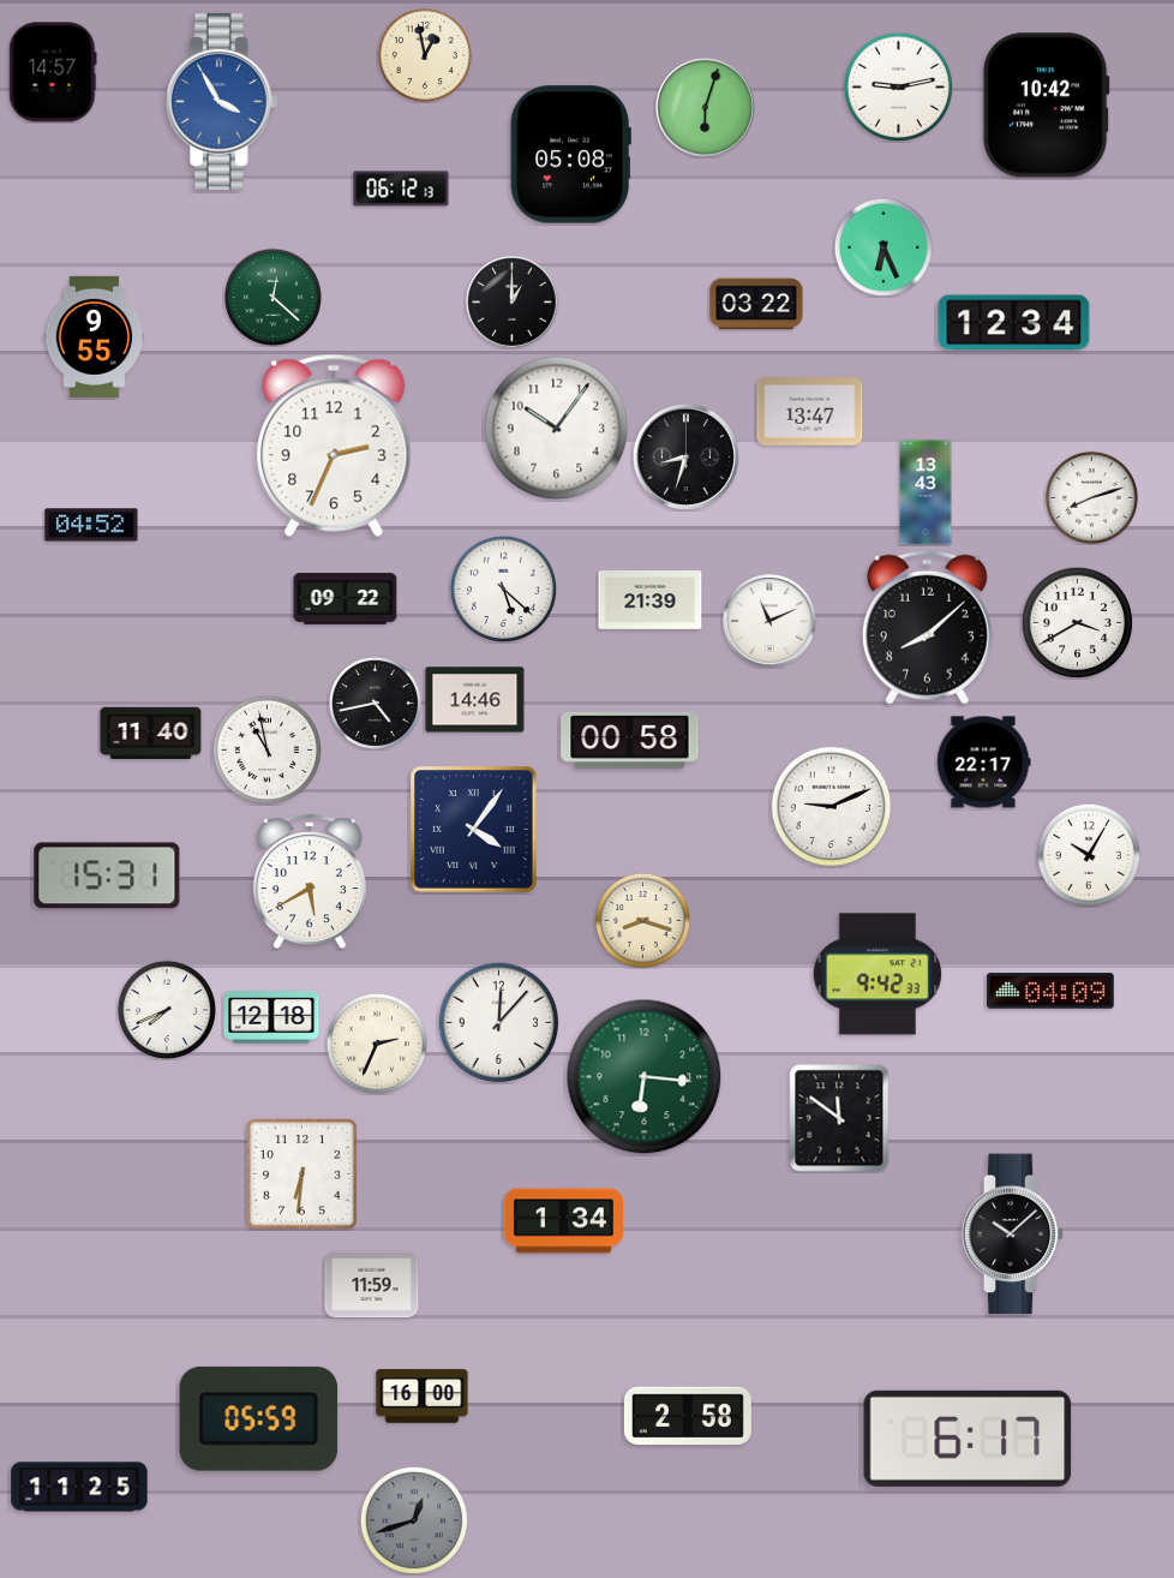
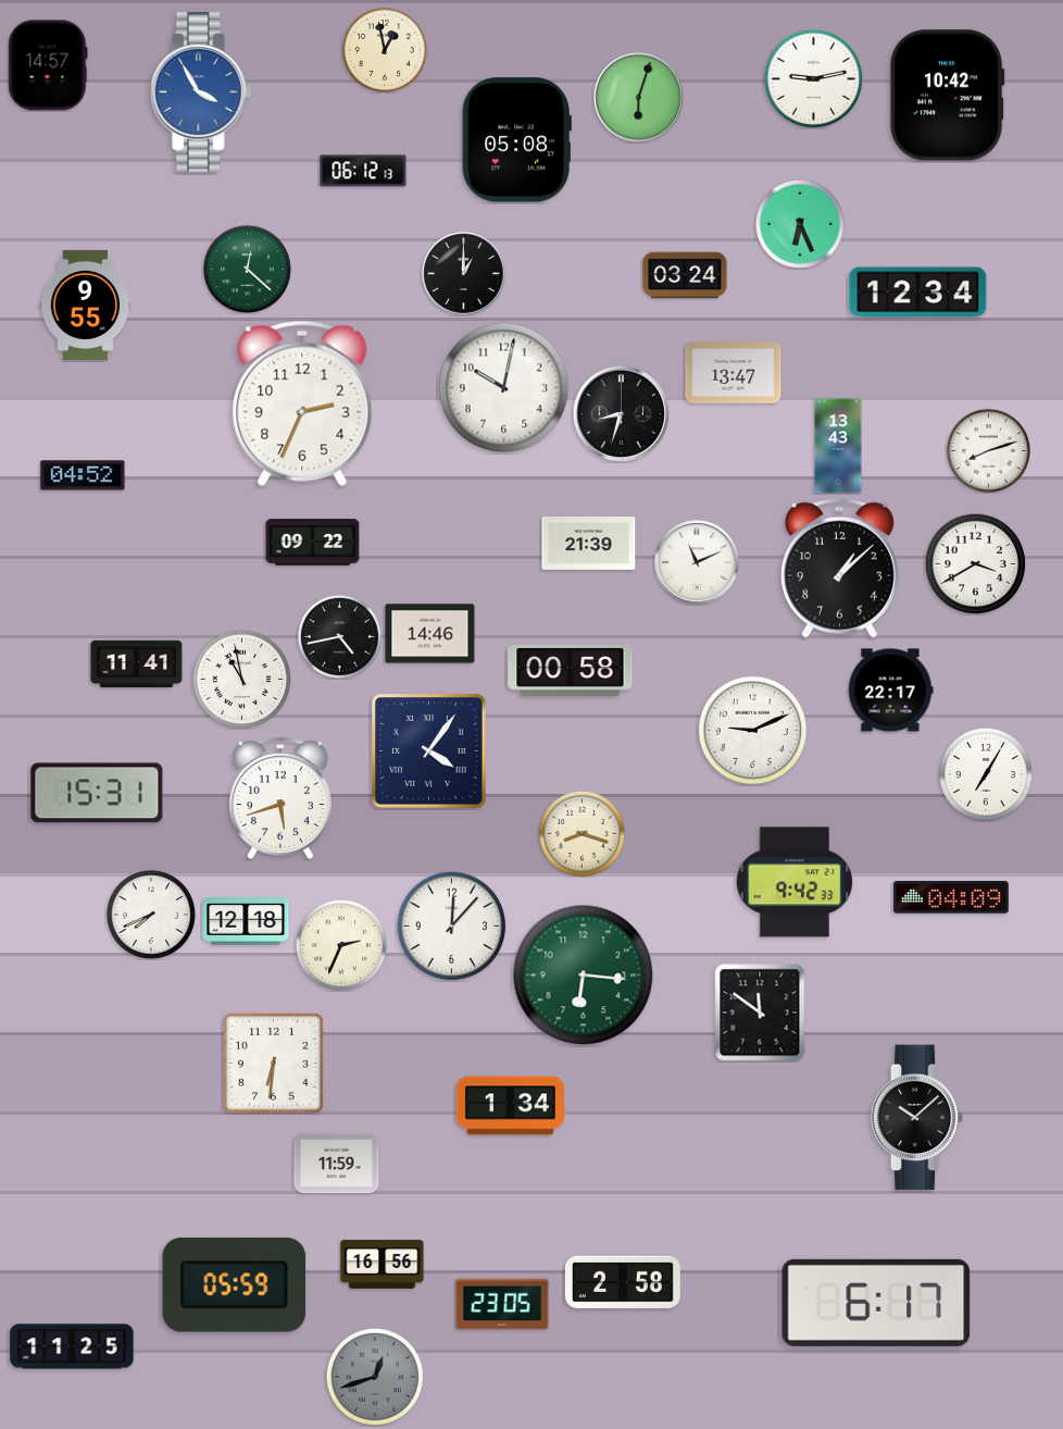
clock at (756, 304): 03:22 -> 03:24
clock at (557, 429): 10:06 -> 10:02
clock at (503, 588): 5:22 -> none
clock at (927, 627): 8:08 -> 1:08
clock at (151, 734): 11:40 -> 11:41
clock at (1089, 855): 10:05 -> 7:05
clock at (310, 883): 5:40 -> 5:42
clock at (423, 1397): 16:00 -> 16:56
clock at (502, 1304): none -> 23:05
